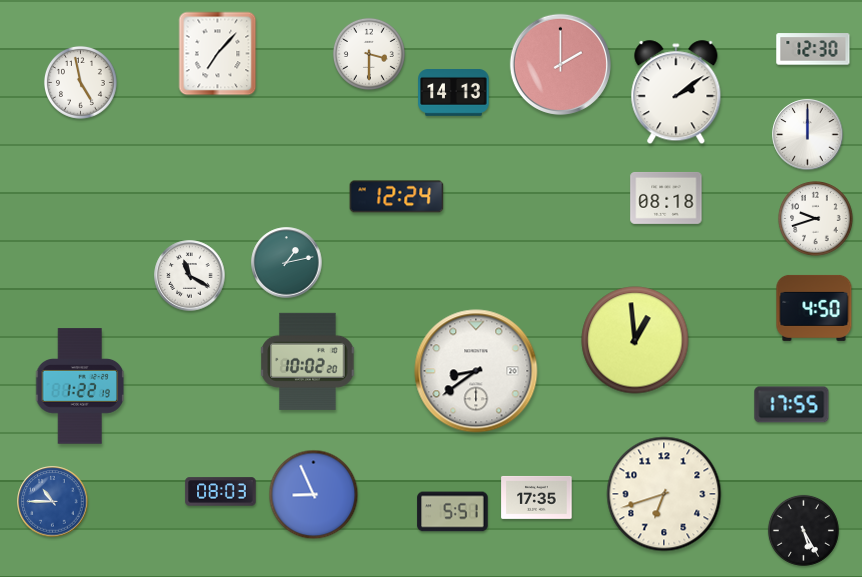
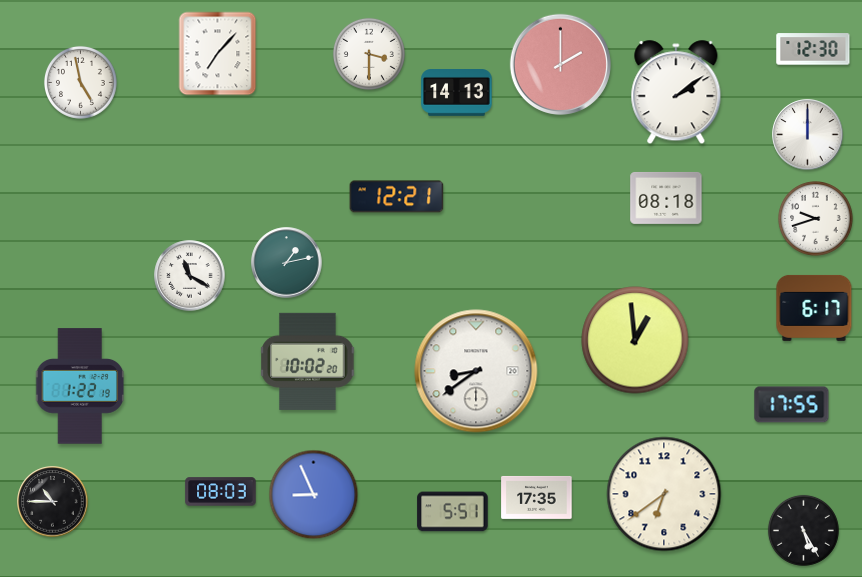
clock at (454, 93) position: (454, 93) -> (457, 93)
clock at (397, 197): 12:24 -> 12:21
clock at (814, 308): 4:50 -> 6:17
clock at (664, 494): 6:42 -> 6:39
clock at (53, 502) dial: blue -> black
